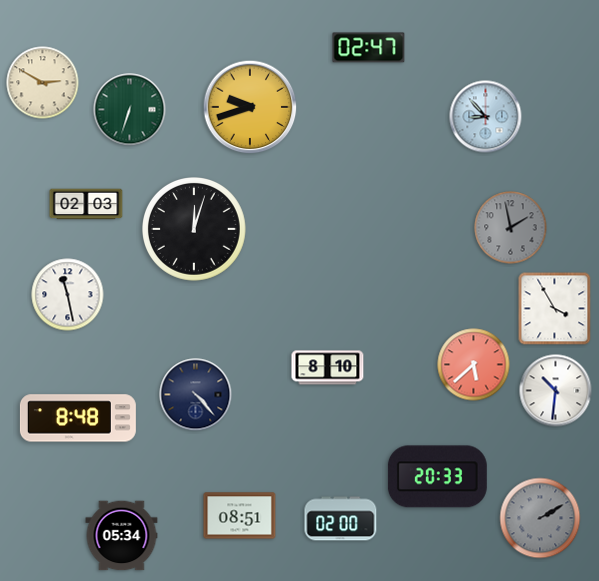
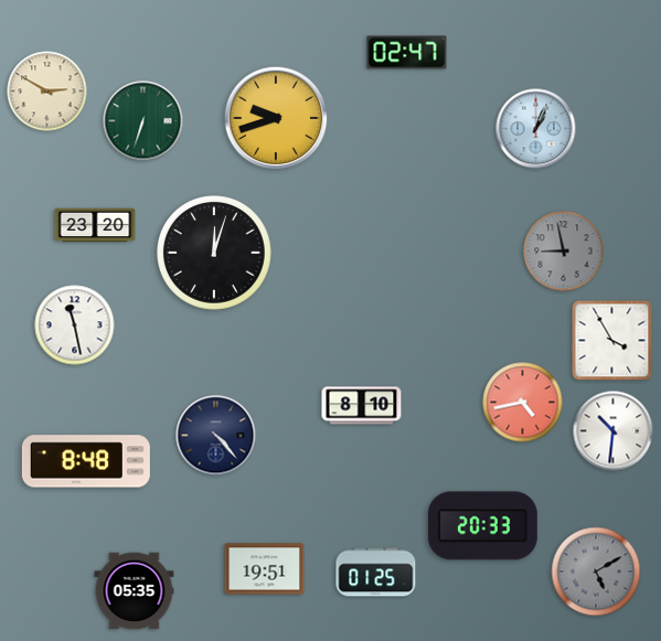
clock at (486, 117): 8:53 -> 1:04
clock at (86, 204): 02:03 -> 23:20
clock at (511, 228): 1:58 -> 8:58
clock at (474, 365): 5:38 -> 4:43
clock at (240, 516): 08:51 -> 19:51
clock at (540, 518): 2:10 -> 5:10
clock at (341, 519): 02:00 -> 01:25
clock at (122, 536): 05:34 -> 05:35
